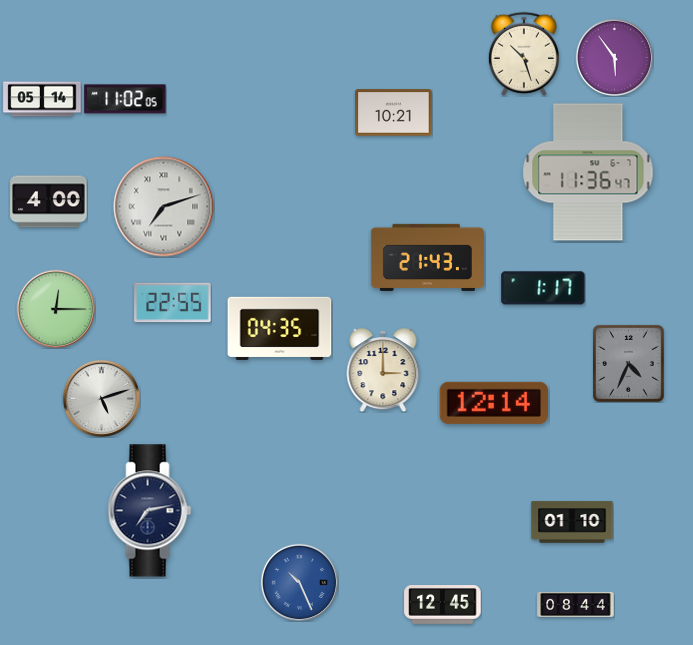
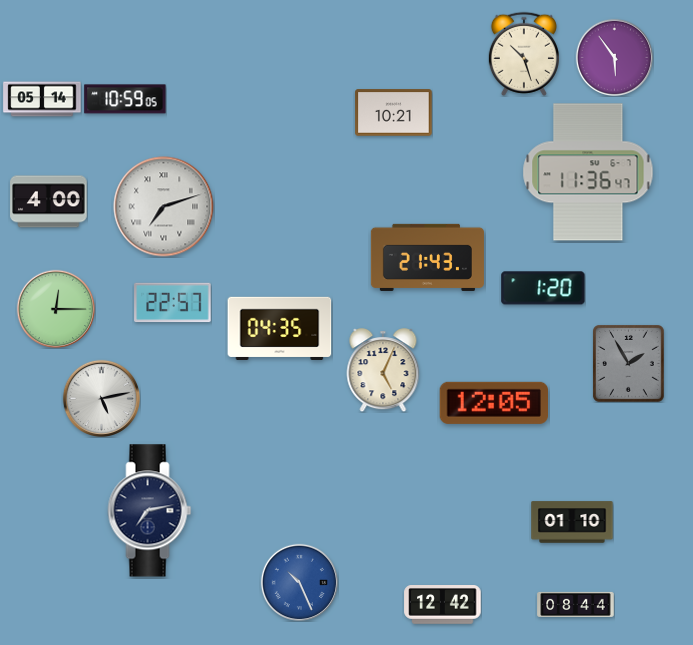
clock at (125, 99): 11:02 -> 10:59
clock at (543, 288): 1:17 -> 1:20
clock at (173, 303): 22:55 -> 22:57
clock at (628, 363): 4:34 -> 1:55
clock at (383, 370): 3:00 -> 5:04
clock at (101, 398): 5:12 -> 5:13
clock at (493, 403): 12:14 -> 12:05
clock at (443, 605): 12:45 -> 12:42
